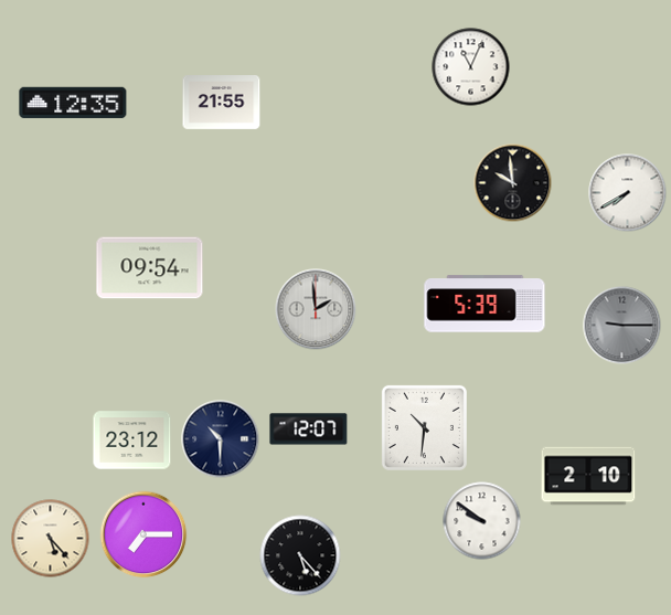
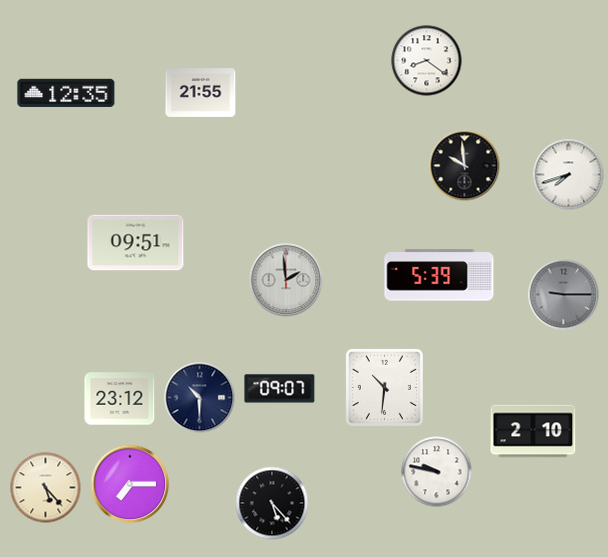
clock at (471, 67): 11:04 -> 8:21
clock at (628, 193): 7:40 -> 7:42
clock at (150, 268): 09:54 -> 09:51
clock at (309, 430): 12:07 -> 09:07
clock at (482, 521): 9:51 -> 9:47
